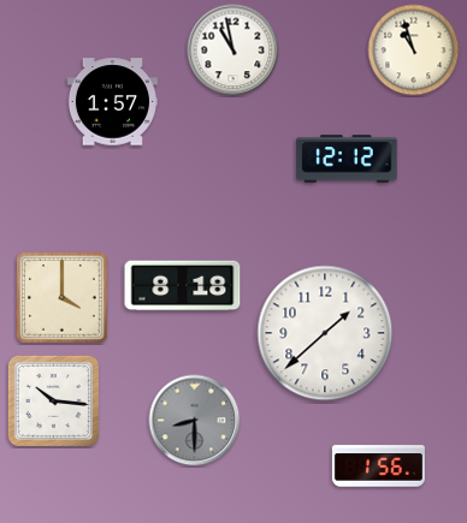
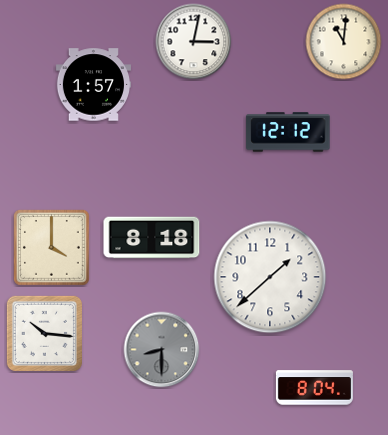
clock at (233, 50): 10:58 -> 3:02
clock at (414, 50): 10:57 -> 11:01
clock at (378, 466): 1:56 -> 8:04
